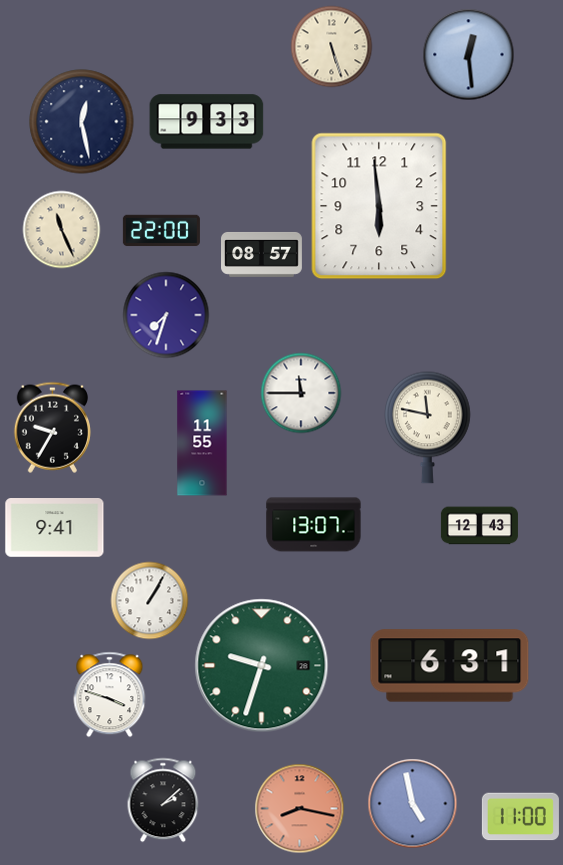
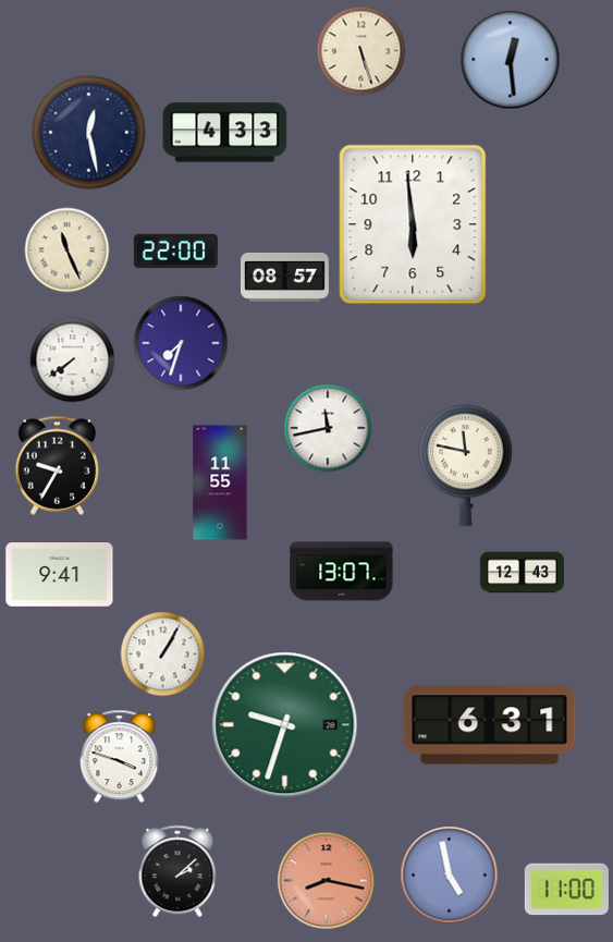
clock at (207, 122): 9:33 -> 4:33
clock at (72, 359): none -> 7:39
clock at (301, 393): 11:45 -> 11:43
